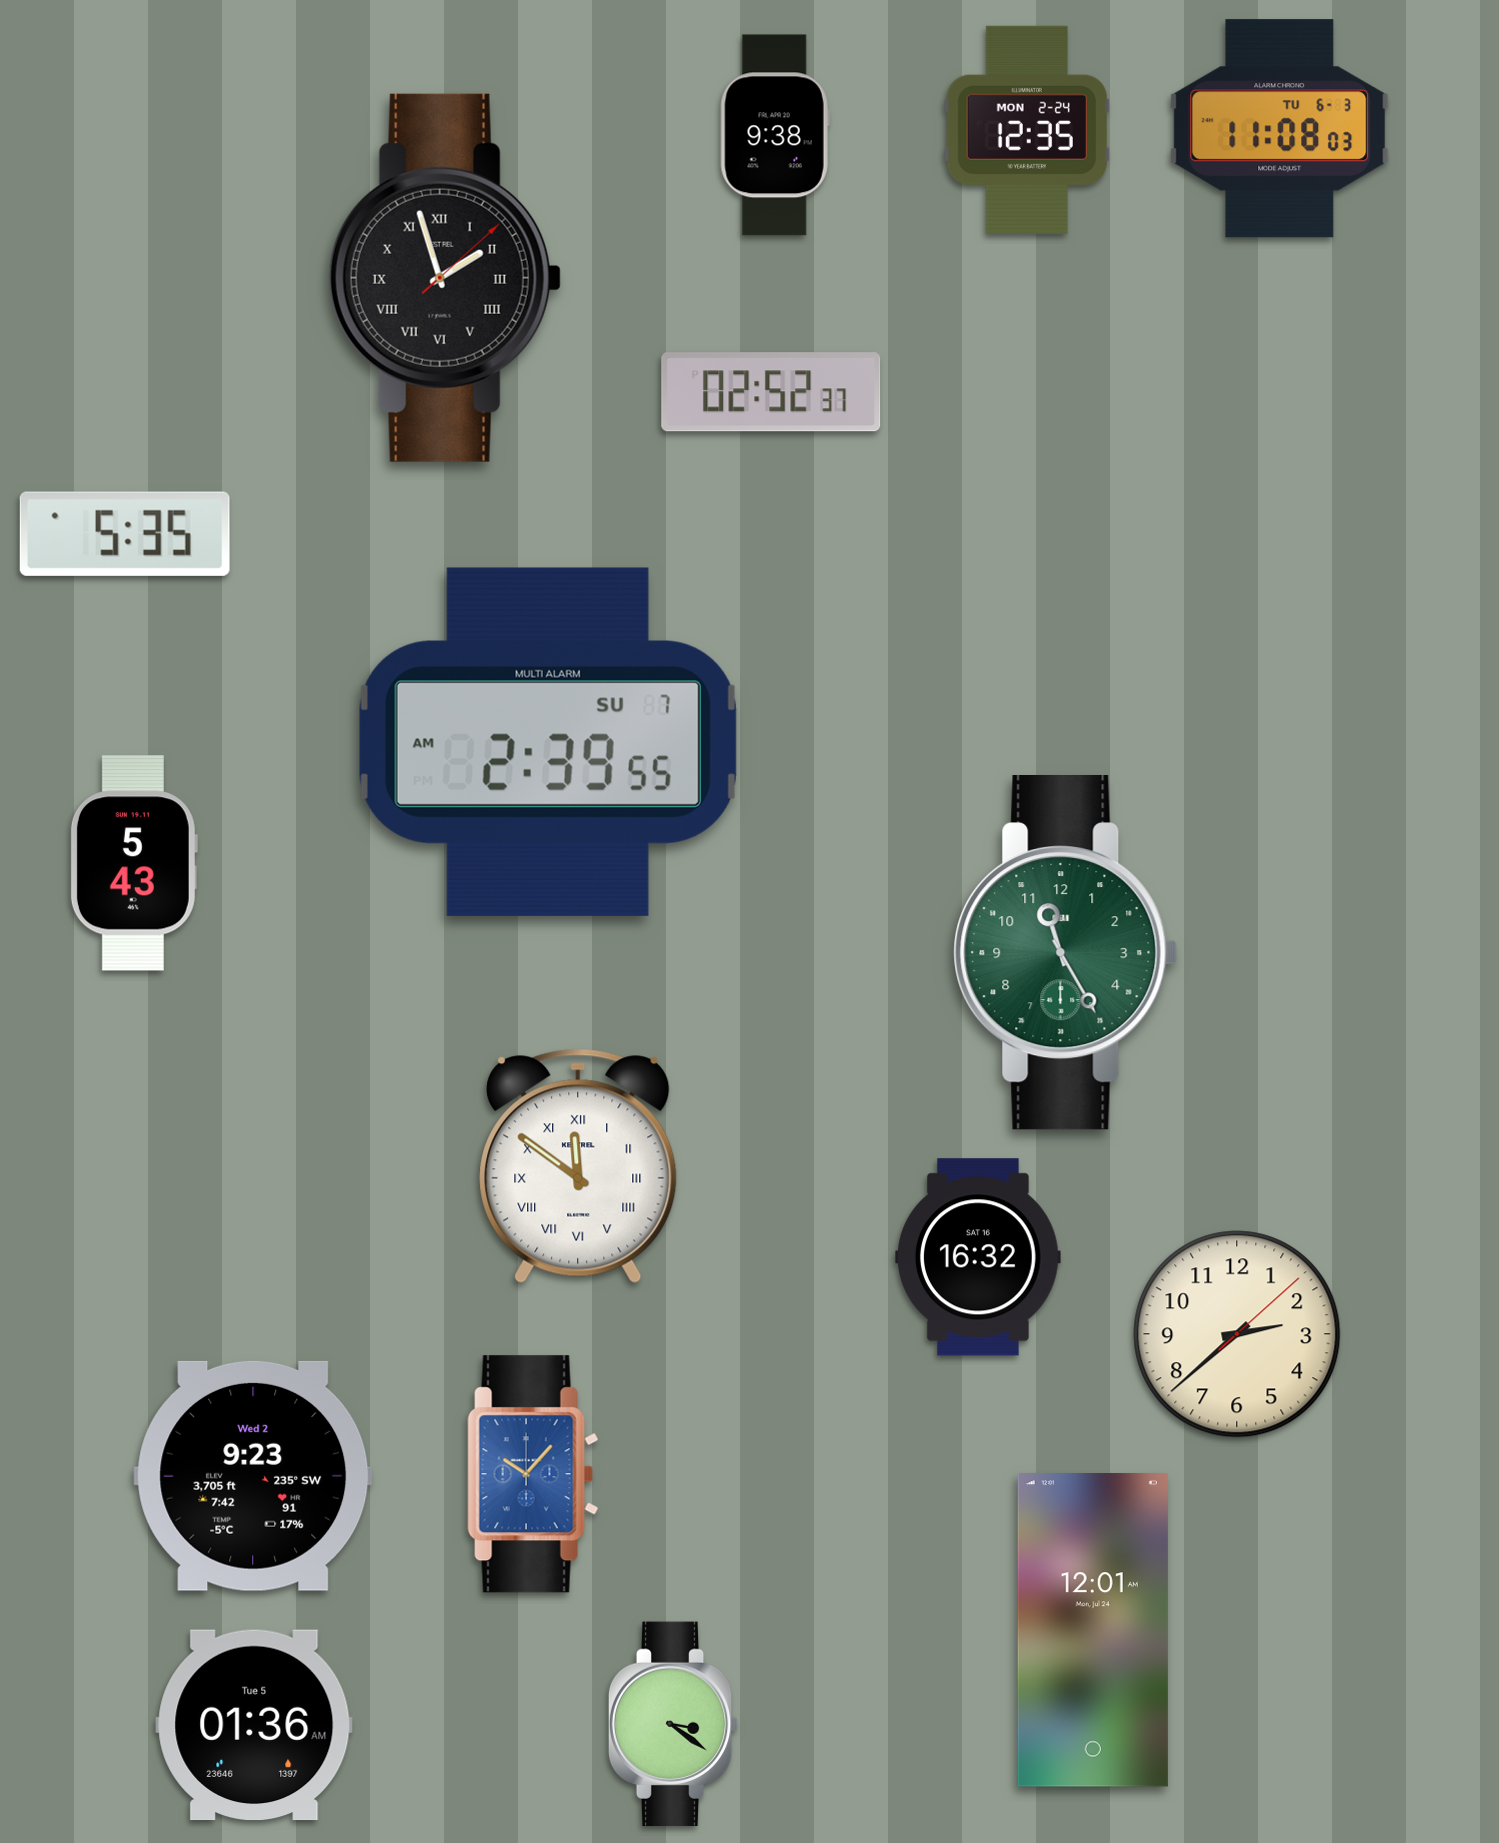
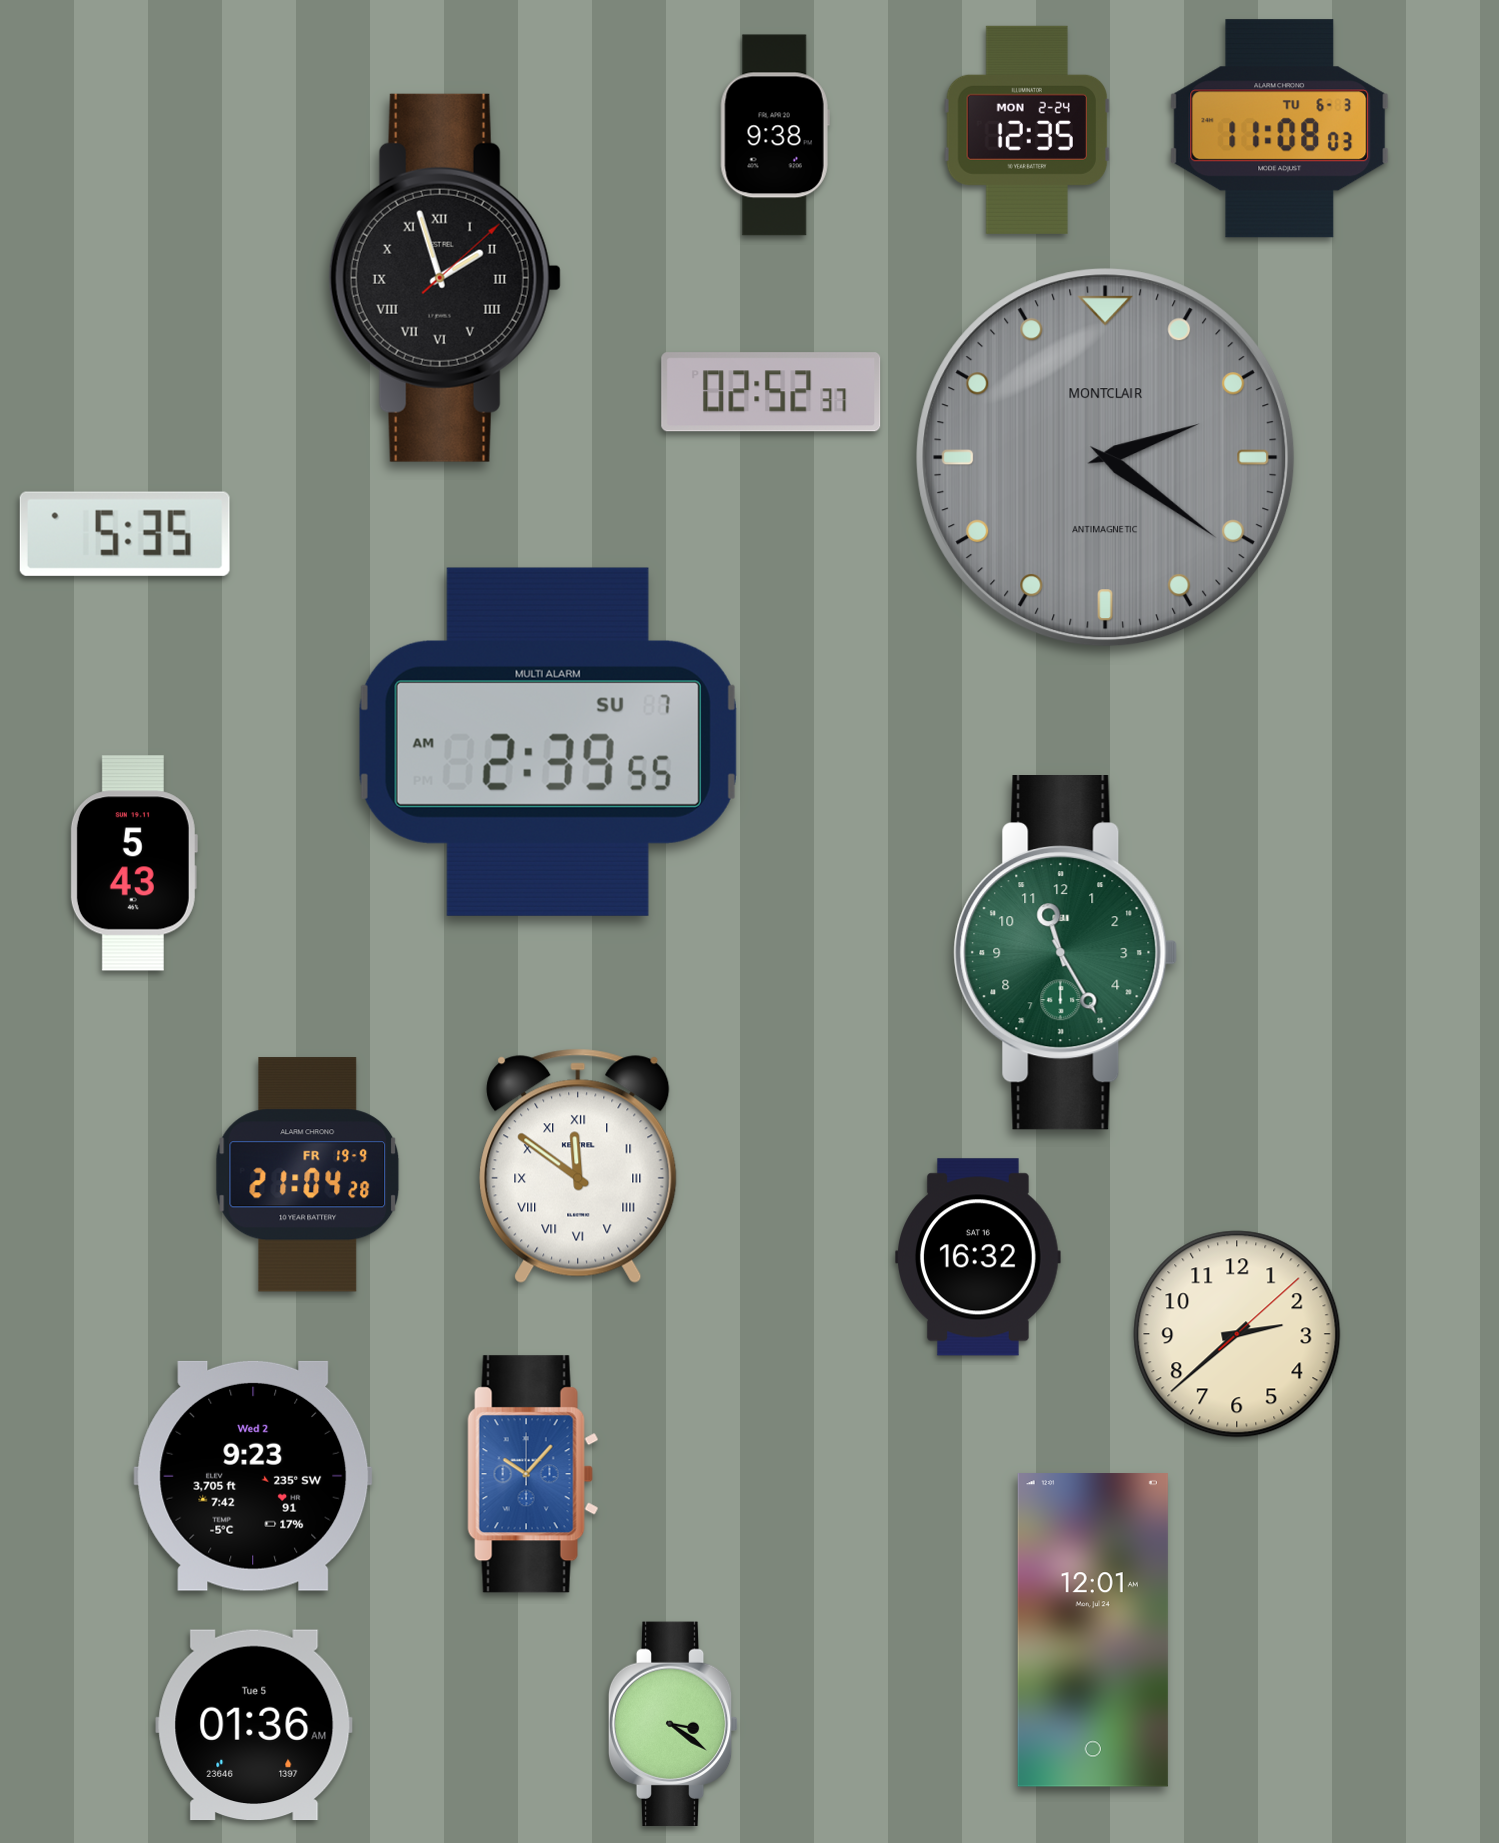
clock at (1106, 458): none -> 2:21
clock at (308, 1175): none -> 21:04
